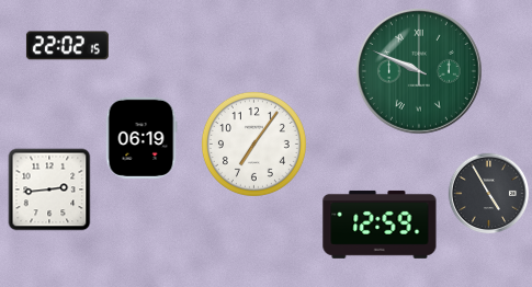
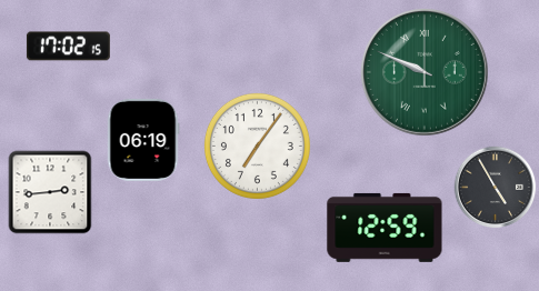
clock at (67, 46): 22:02 -> 17:02
clock at (489, 194) position: (489, 194) -> (496, 188)
